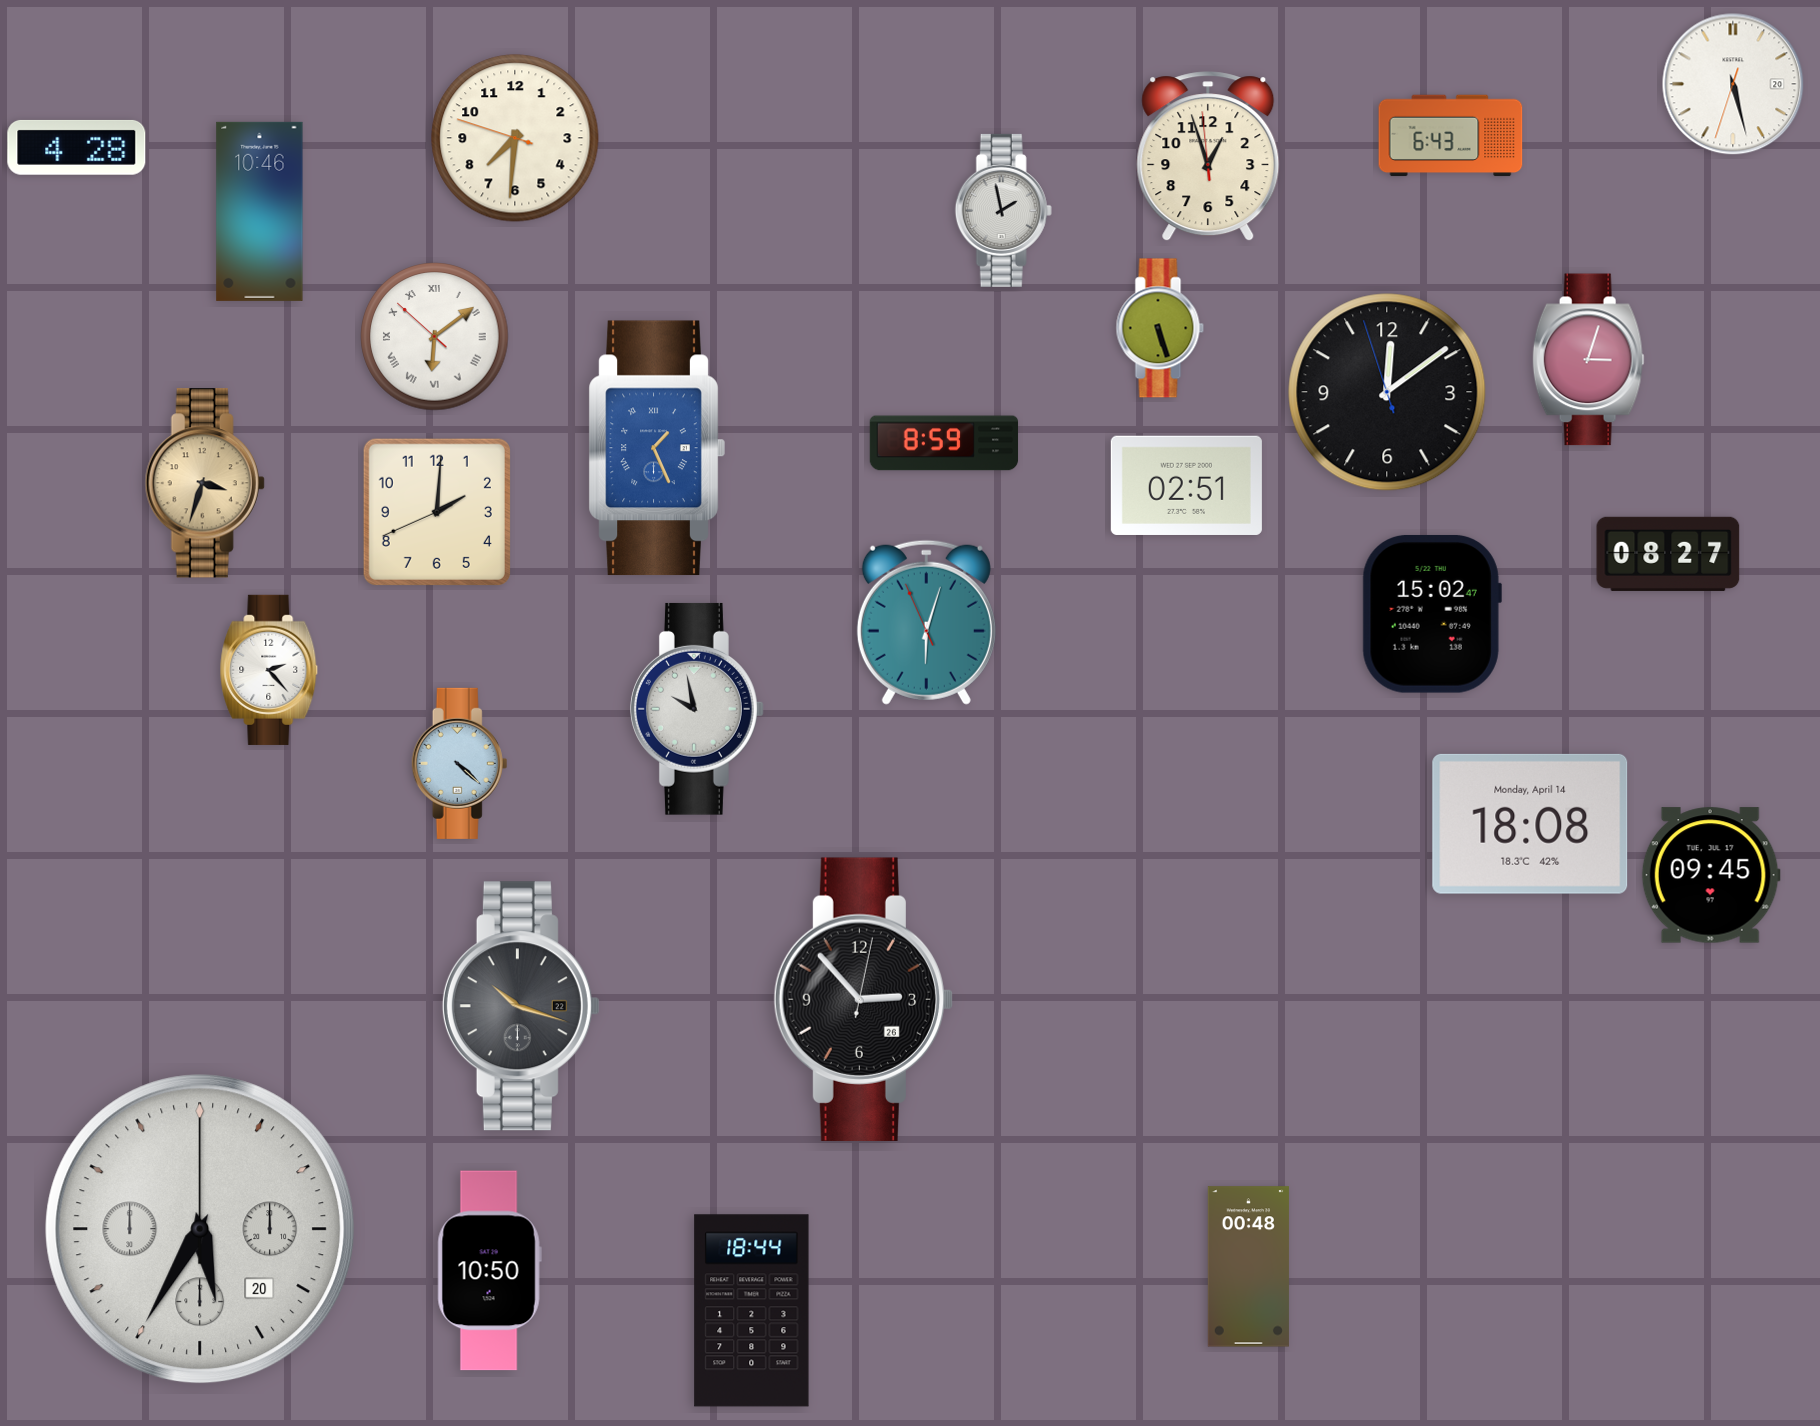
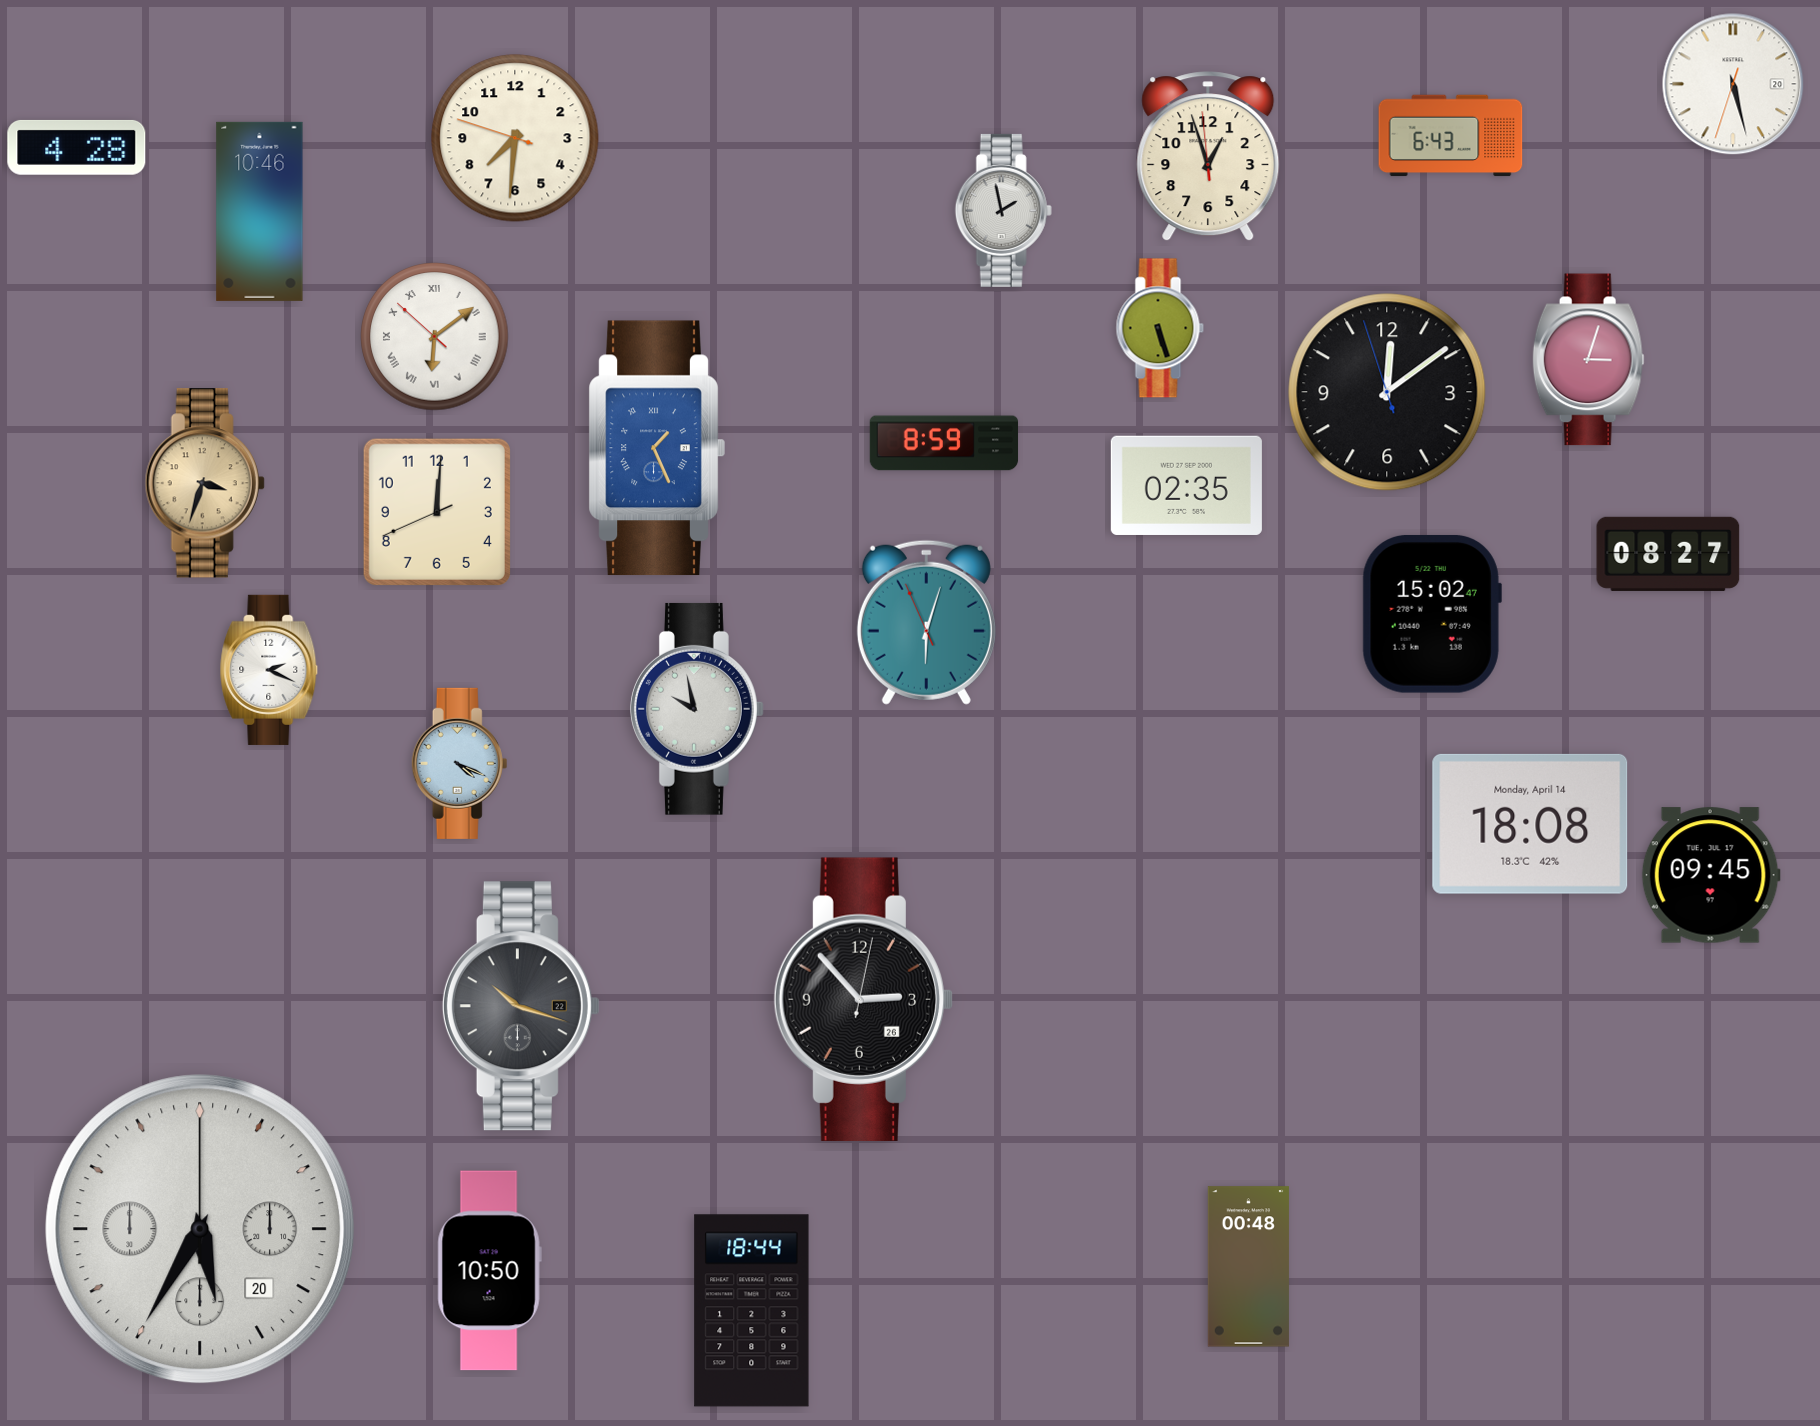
clock at (1186, 485): 02:51 -> 02:35
clock at (437, 512): 2:00 -> 12:00
clock at (269, 670): 2:23 -> 2:19
clock at (460, 763): 4:22 -> 4:19
